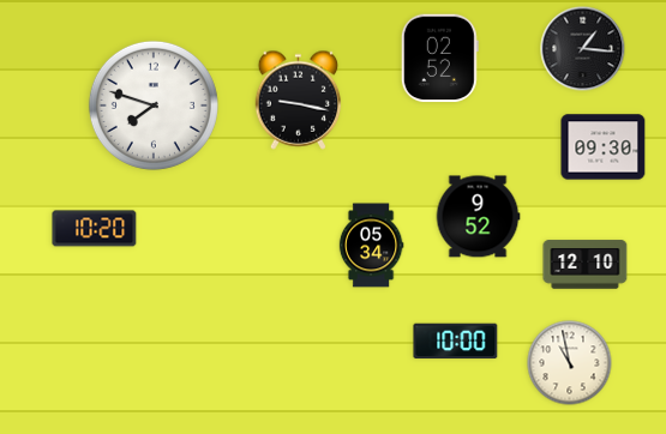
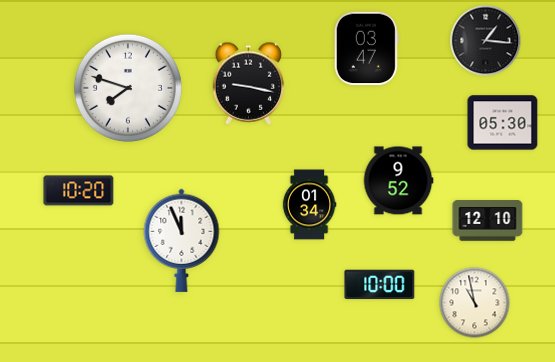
clock at (439, 59): 02:52 -> 03:47
clock at (604, 147): 09:30 -> 05:30
clock at (371, 246): 05:34 -> 01:34
clock at (182, 240): none -> 11:56
